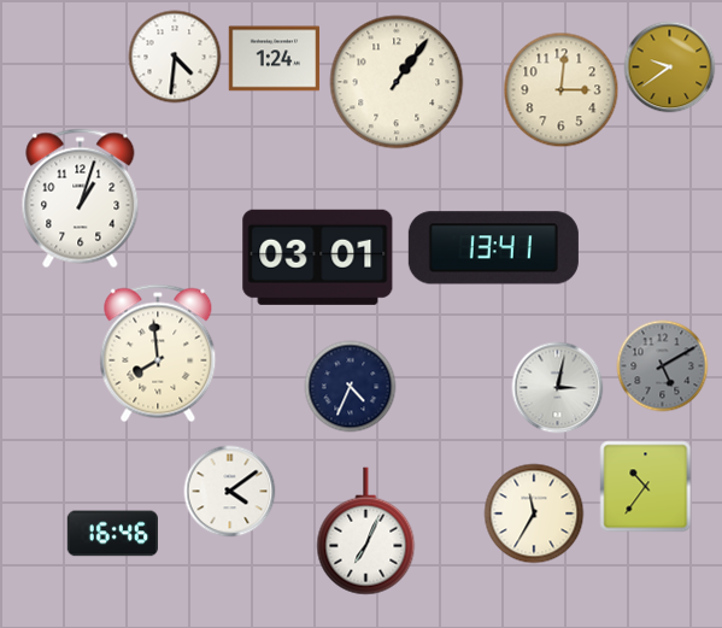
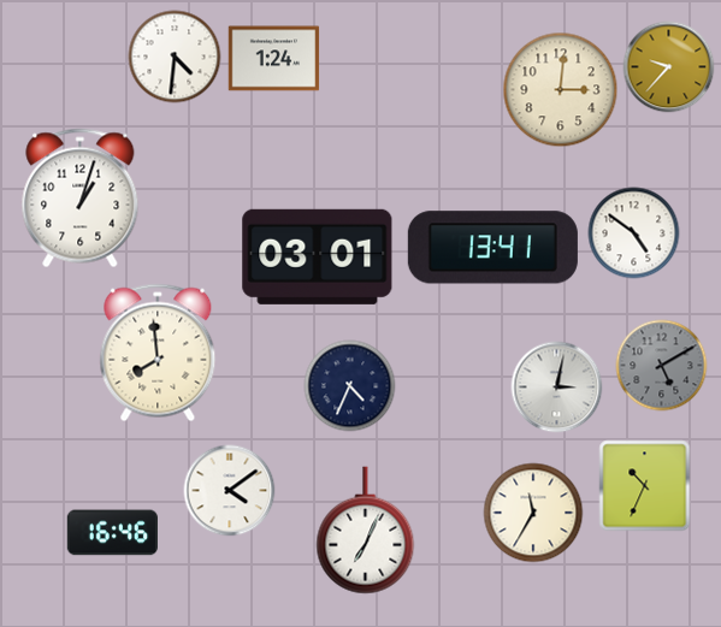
clock at (670, 68): 9:39 -> 9:37
clock at (397, 82): 1:06 -> none
clock at (634, 233): none -> 4:51
clock at (646, 487): 10:36 -> 10:34
